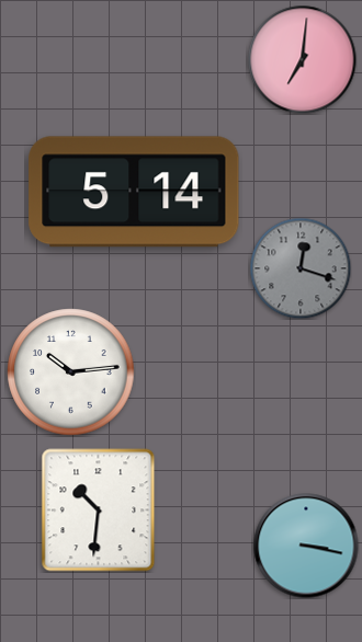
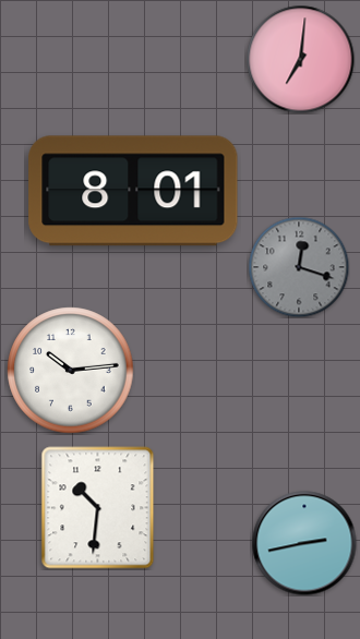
clock at (134, 192): 5:14 -> 8:01
clock at (306, 546): 3:17 -> 2:43
